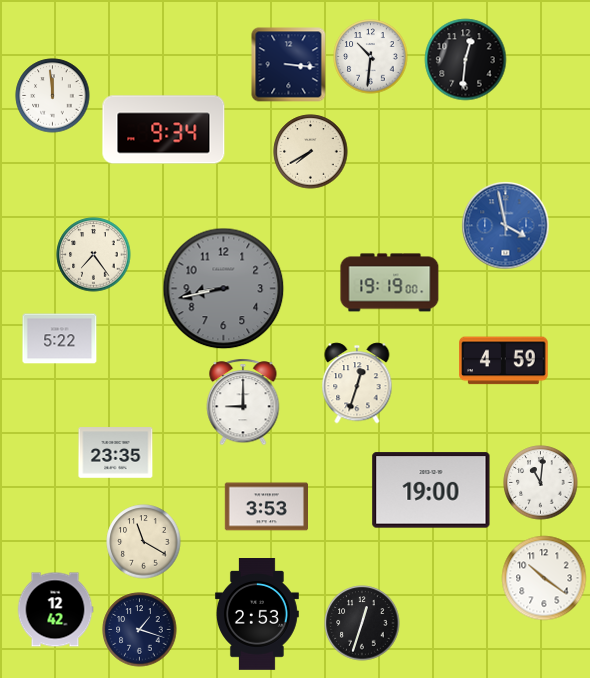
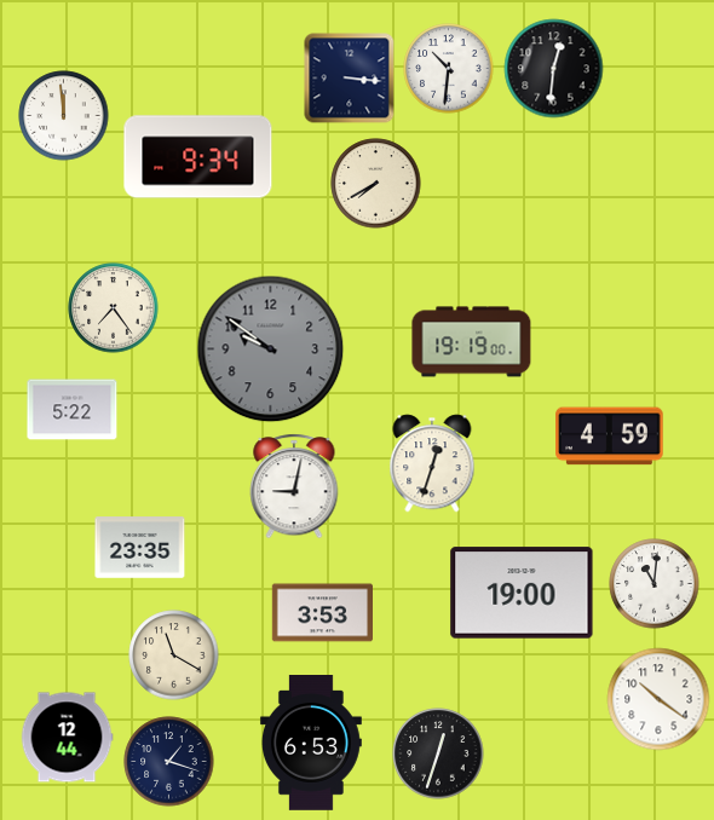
clock at (466, 60) position: (466, 60) -> (554, 69)
clock at (506, 226): 3:58 -> none
clock at (224, 289): 8:43 -> 9:51
clock at (243, 402): 9:00 -> 9:02
clock at (55, 610): 12:42 -> 12:44
clock at (257, 615): 2:53 -> 6:53
